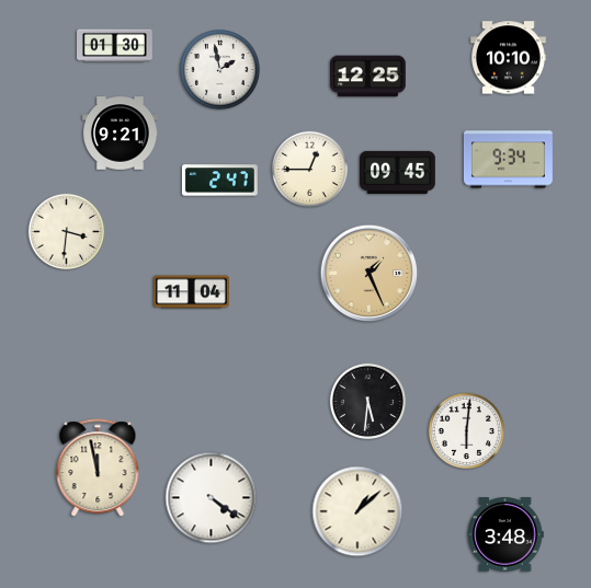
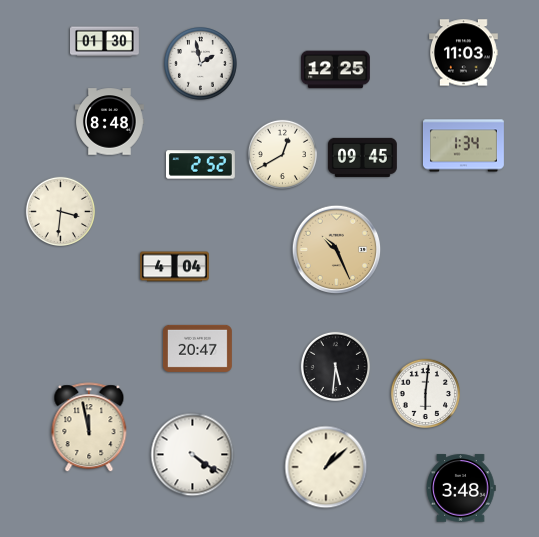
clock at (509, 58): 10:10 -> 11:03
clock at (121, 134): 9:21 -> 8:48
clock at (508, 160): 9:34 -> 1:34
clock at (309, 169): 12:45 -> 12:40
clock at (219, 181): 2:47 -> 2:52
clock at (370, 274): 1:26 -> 10:26
clock at (192, 292): 11:04 -> 4:04
clock at (198, 348): none -> 20:47
